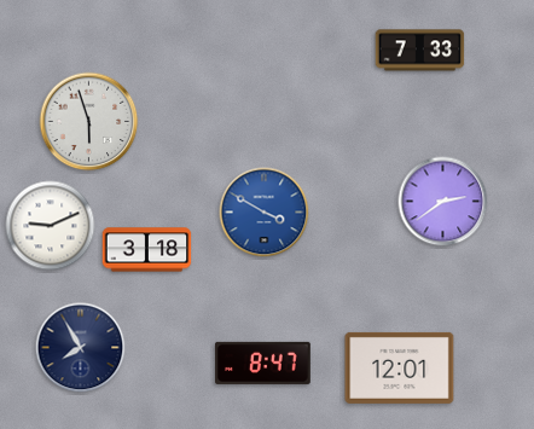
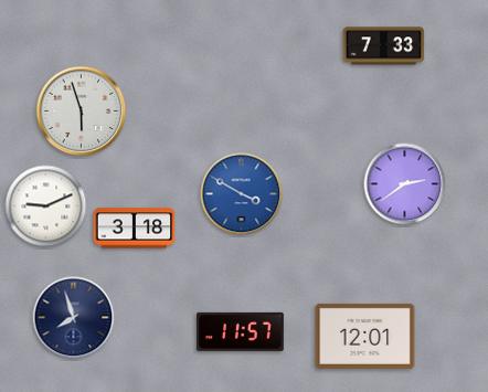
clock at (81, 348): 7:55 -> 7:57
clock at (263, 363): 8:47 -> 11:57
